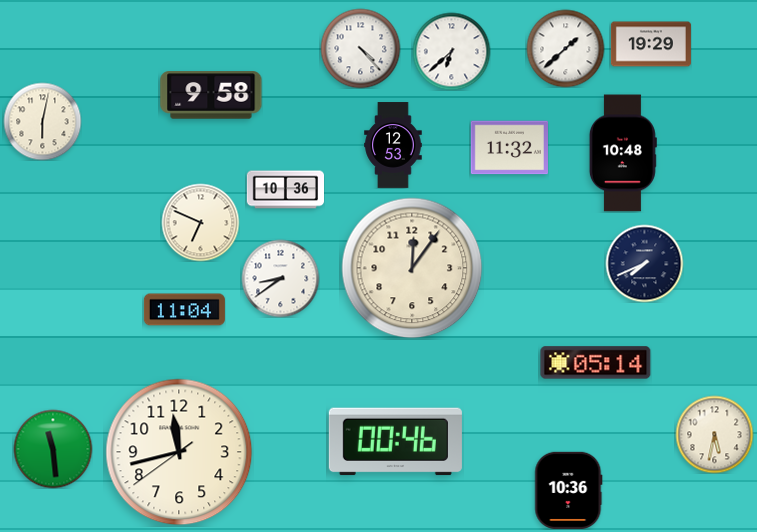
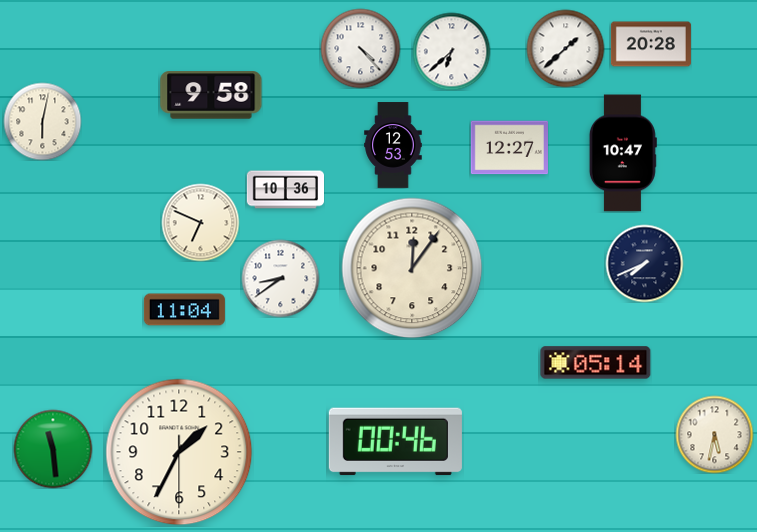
clock at (651, 44): 19:29 -> 20:28
clock at (509, 148): 11:32 -> 12:27
clock at (623, 153): 10:48 -> 10:47
clock at (179, 452): 11:42 -> 1:34
clock at (569, 490): 10:36 -> none
